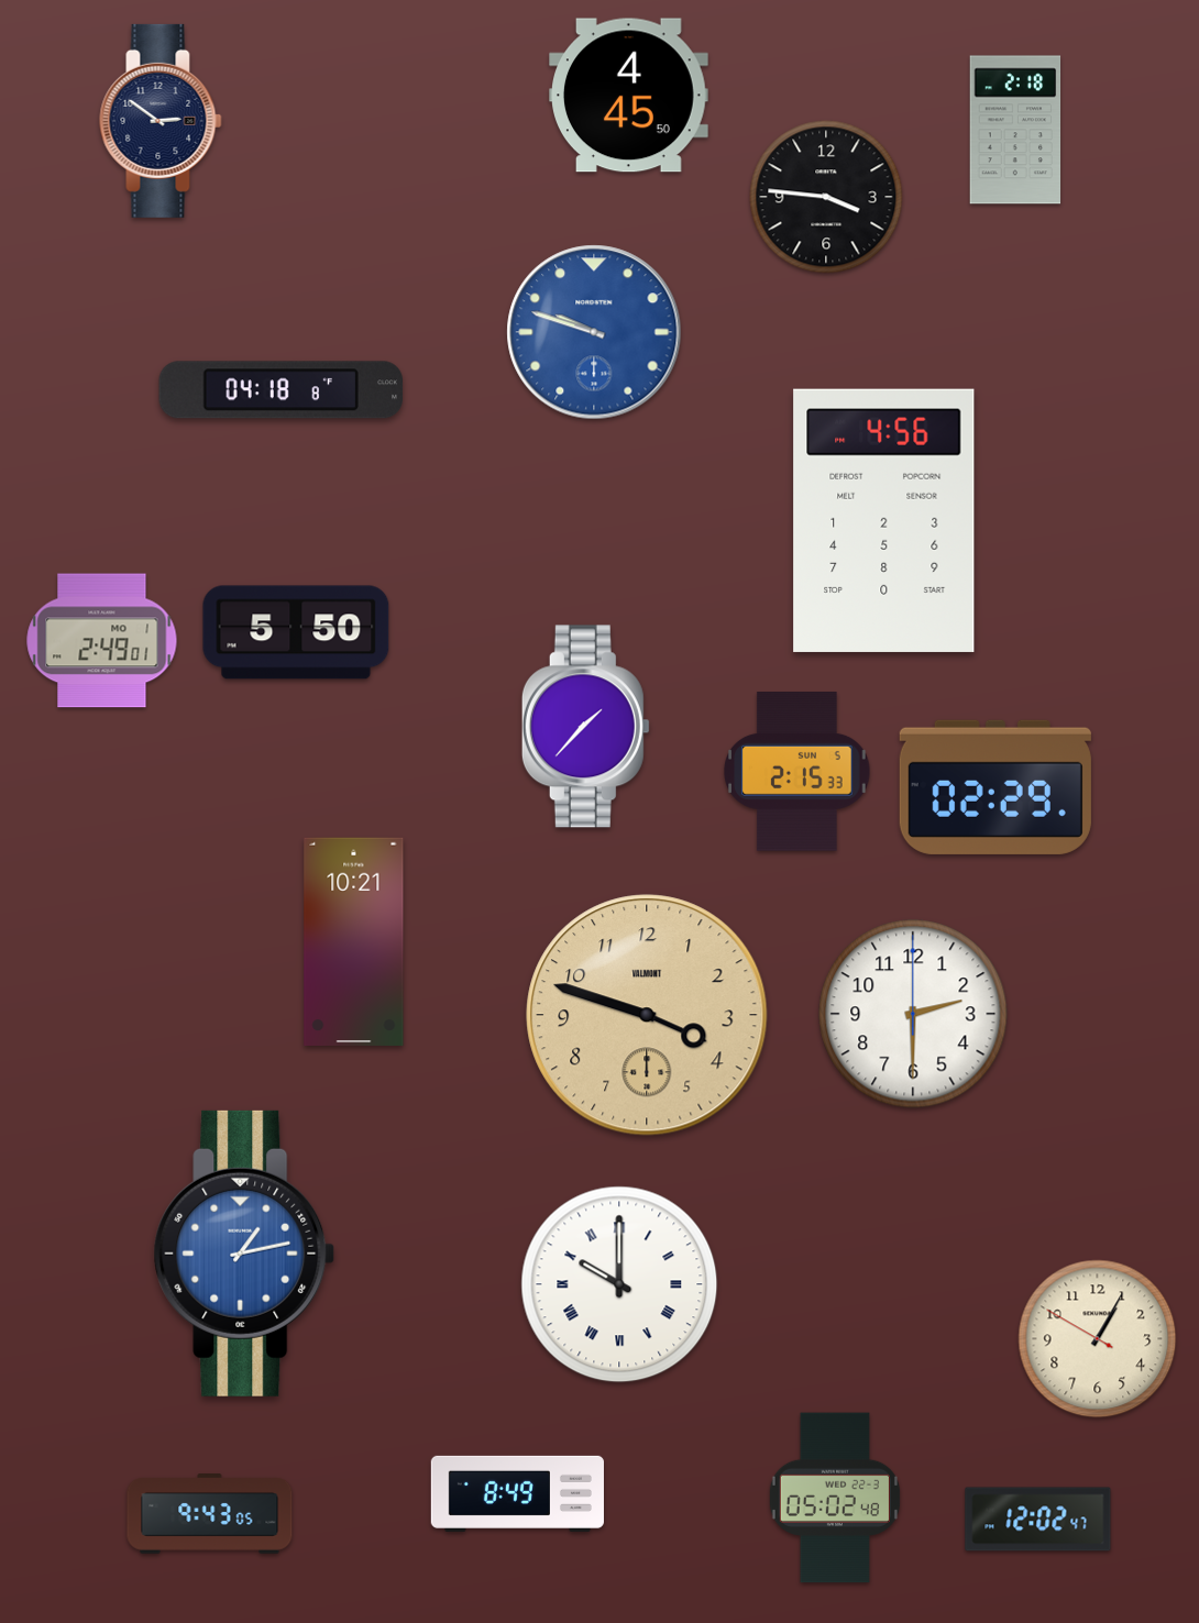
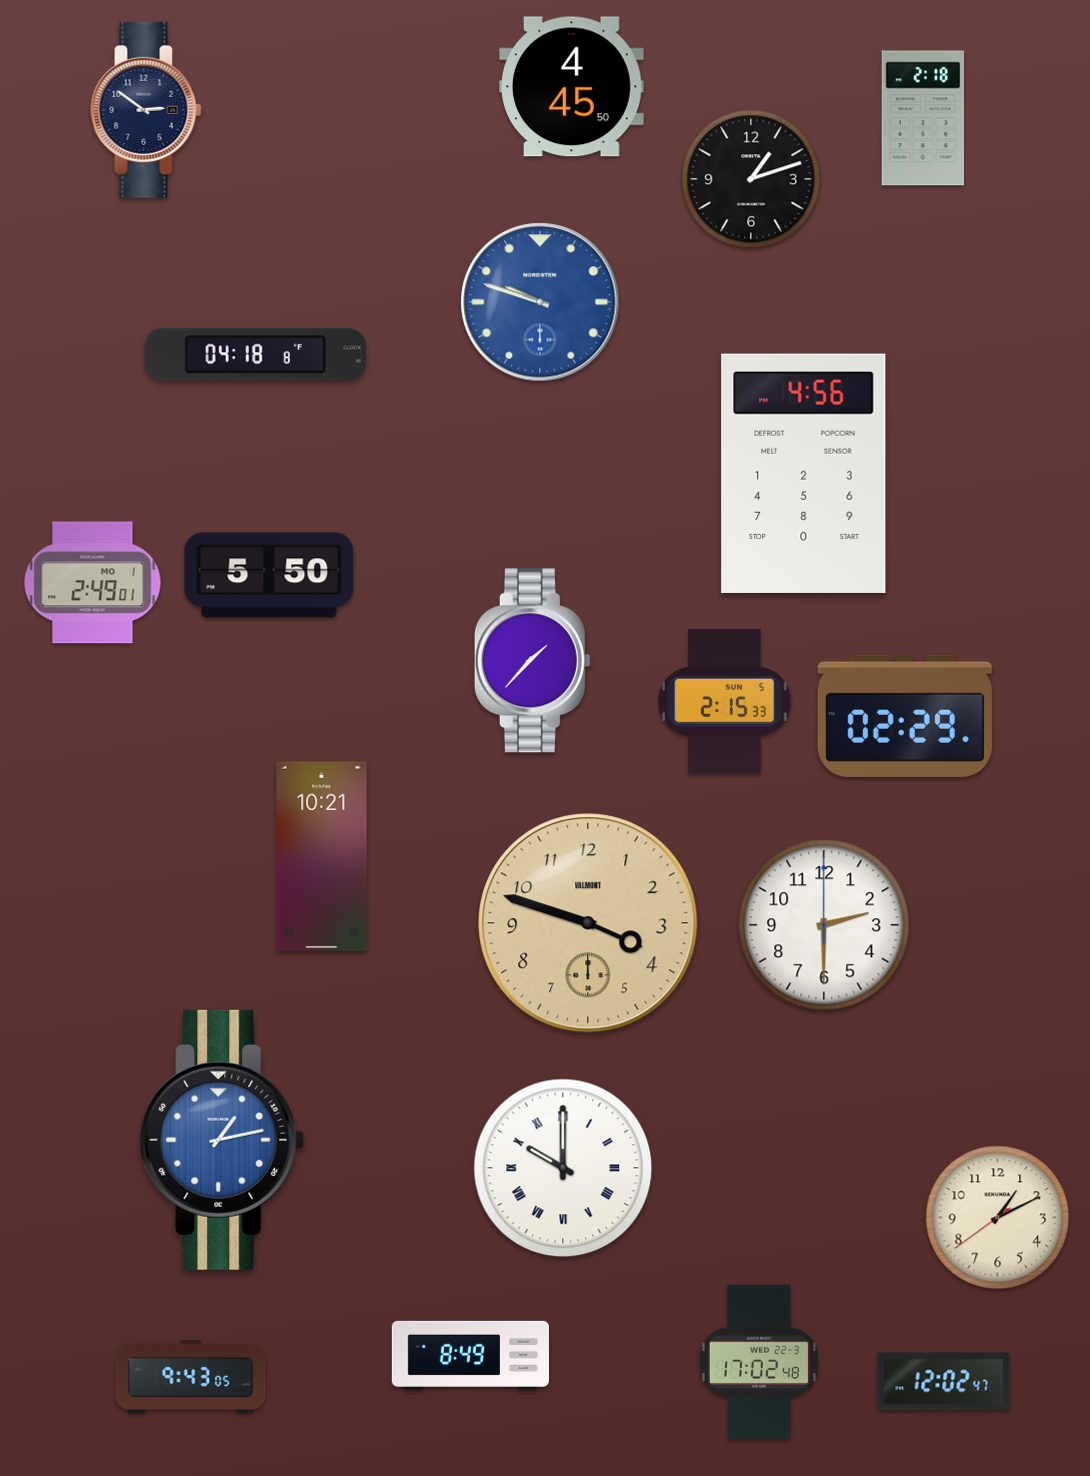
clock at (826, 197): 3:46 -> 1:12
clock at (913, 1014) position: (913, 1014) -> (824, 925)
clock at (1098, 1339): 1:04 -> 1:10
clock at (517, 1493) position: (517, 1493) -> (470, 1355)
clock at (835, 1498): 05:02 -> 17:02
